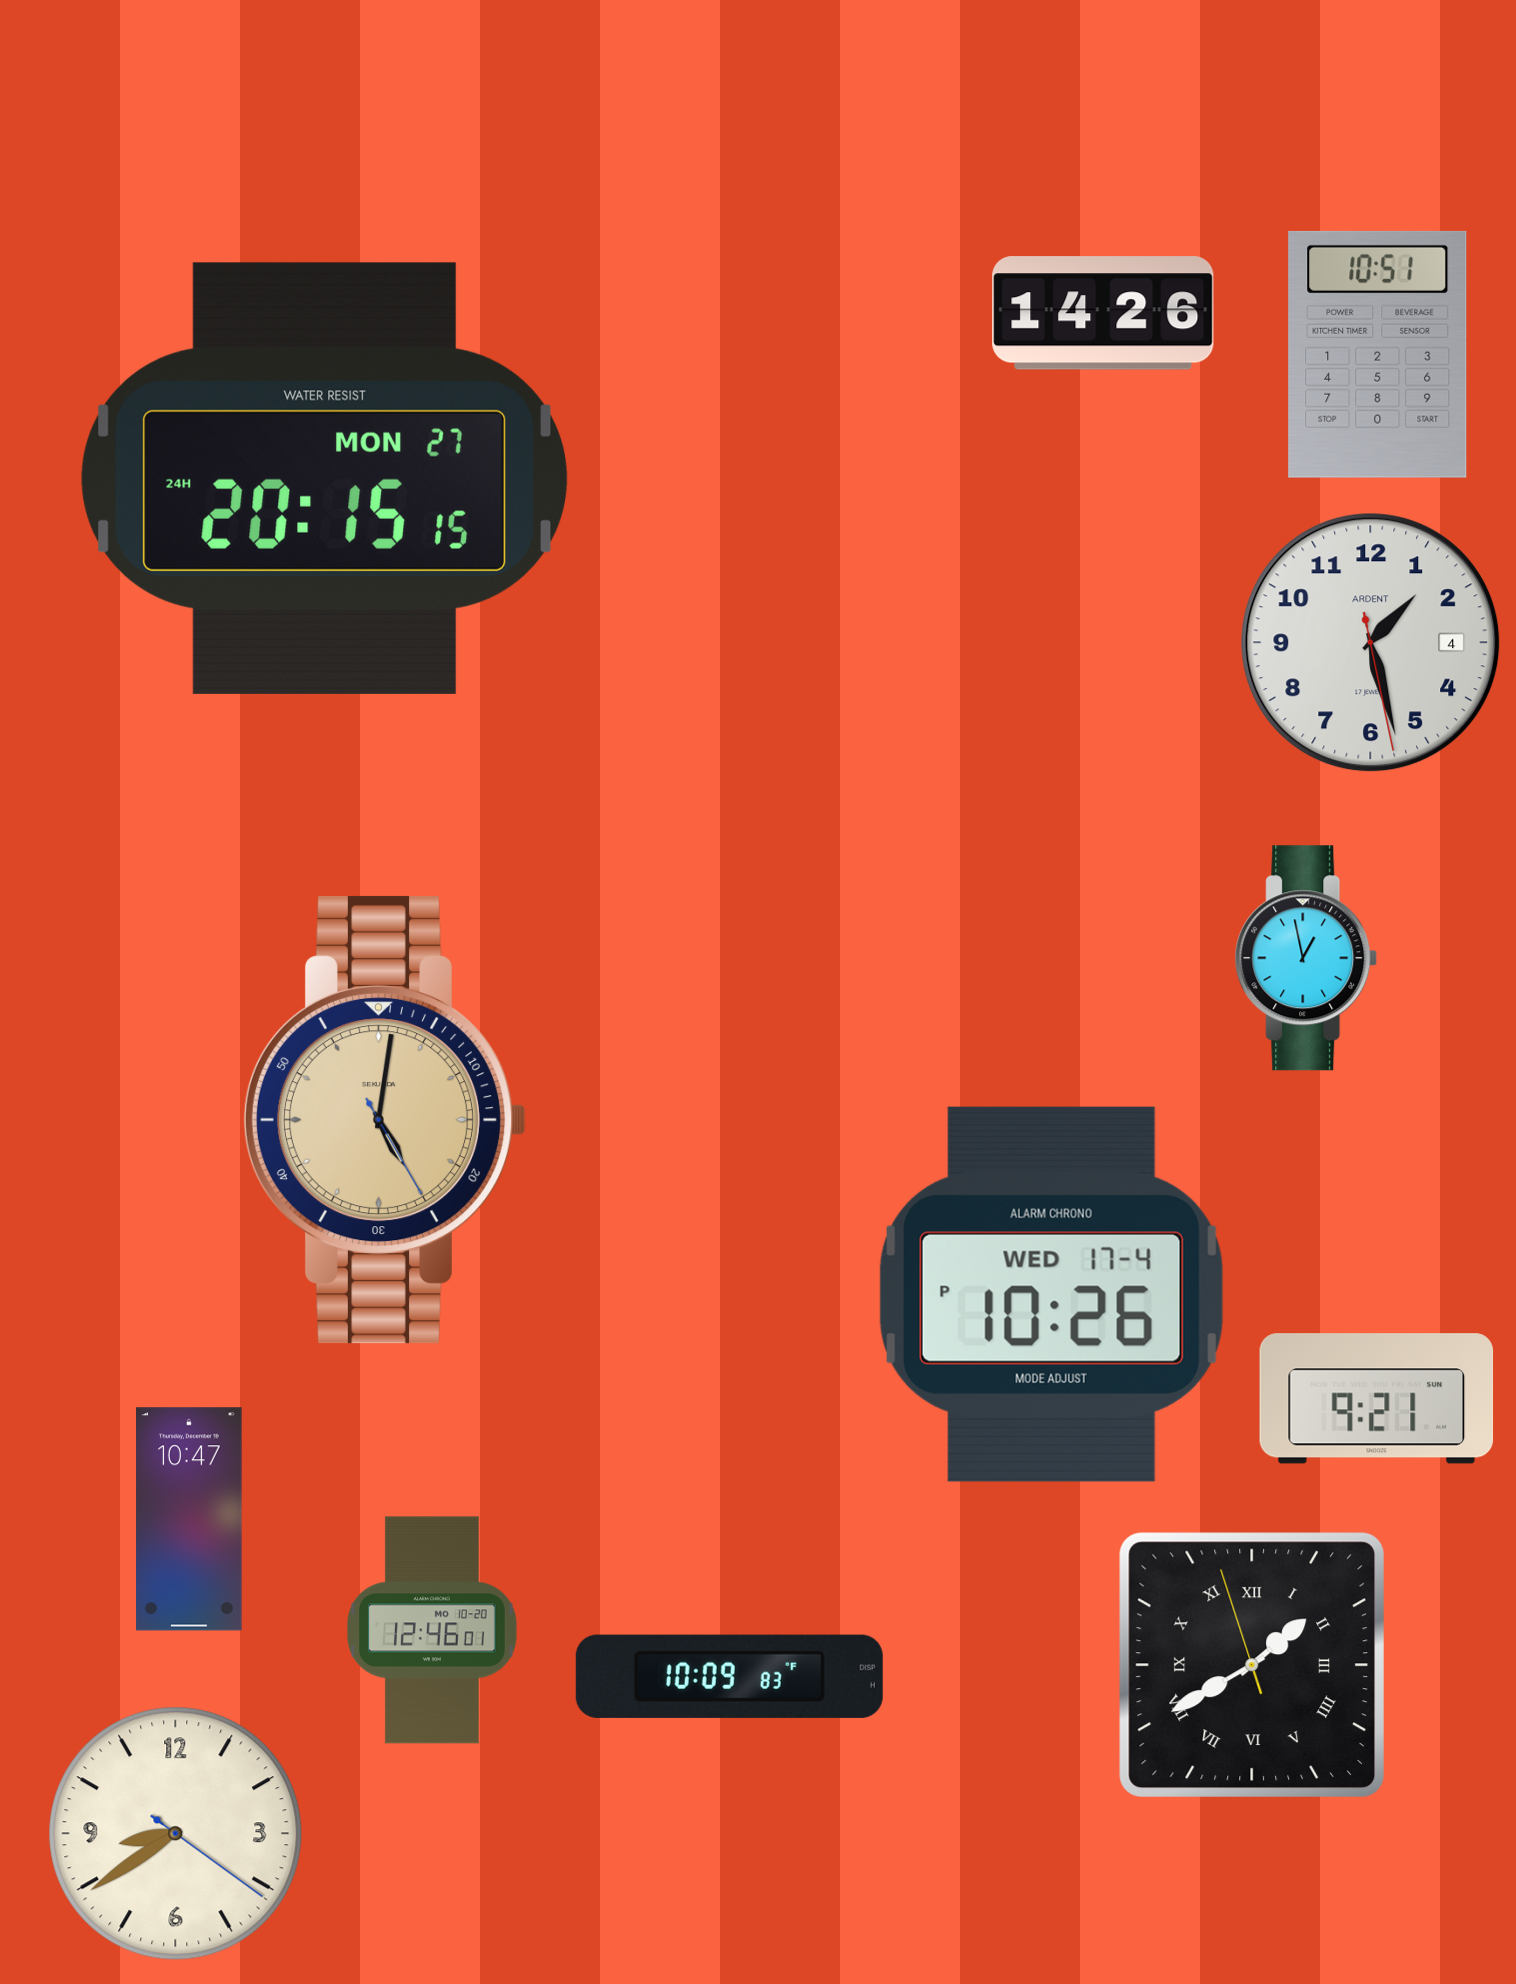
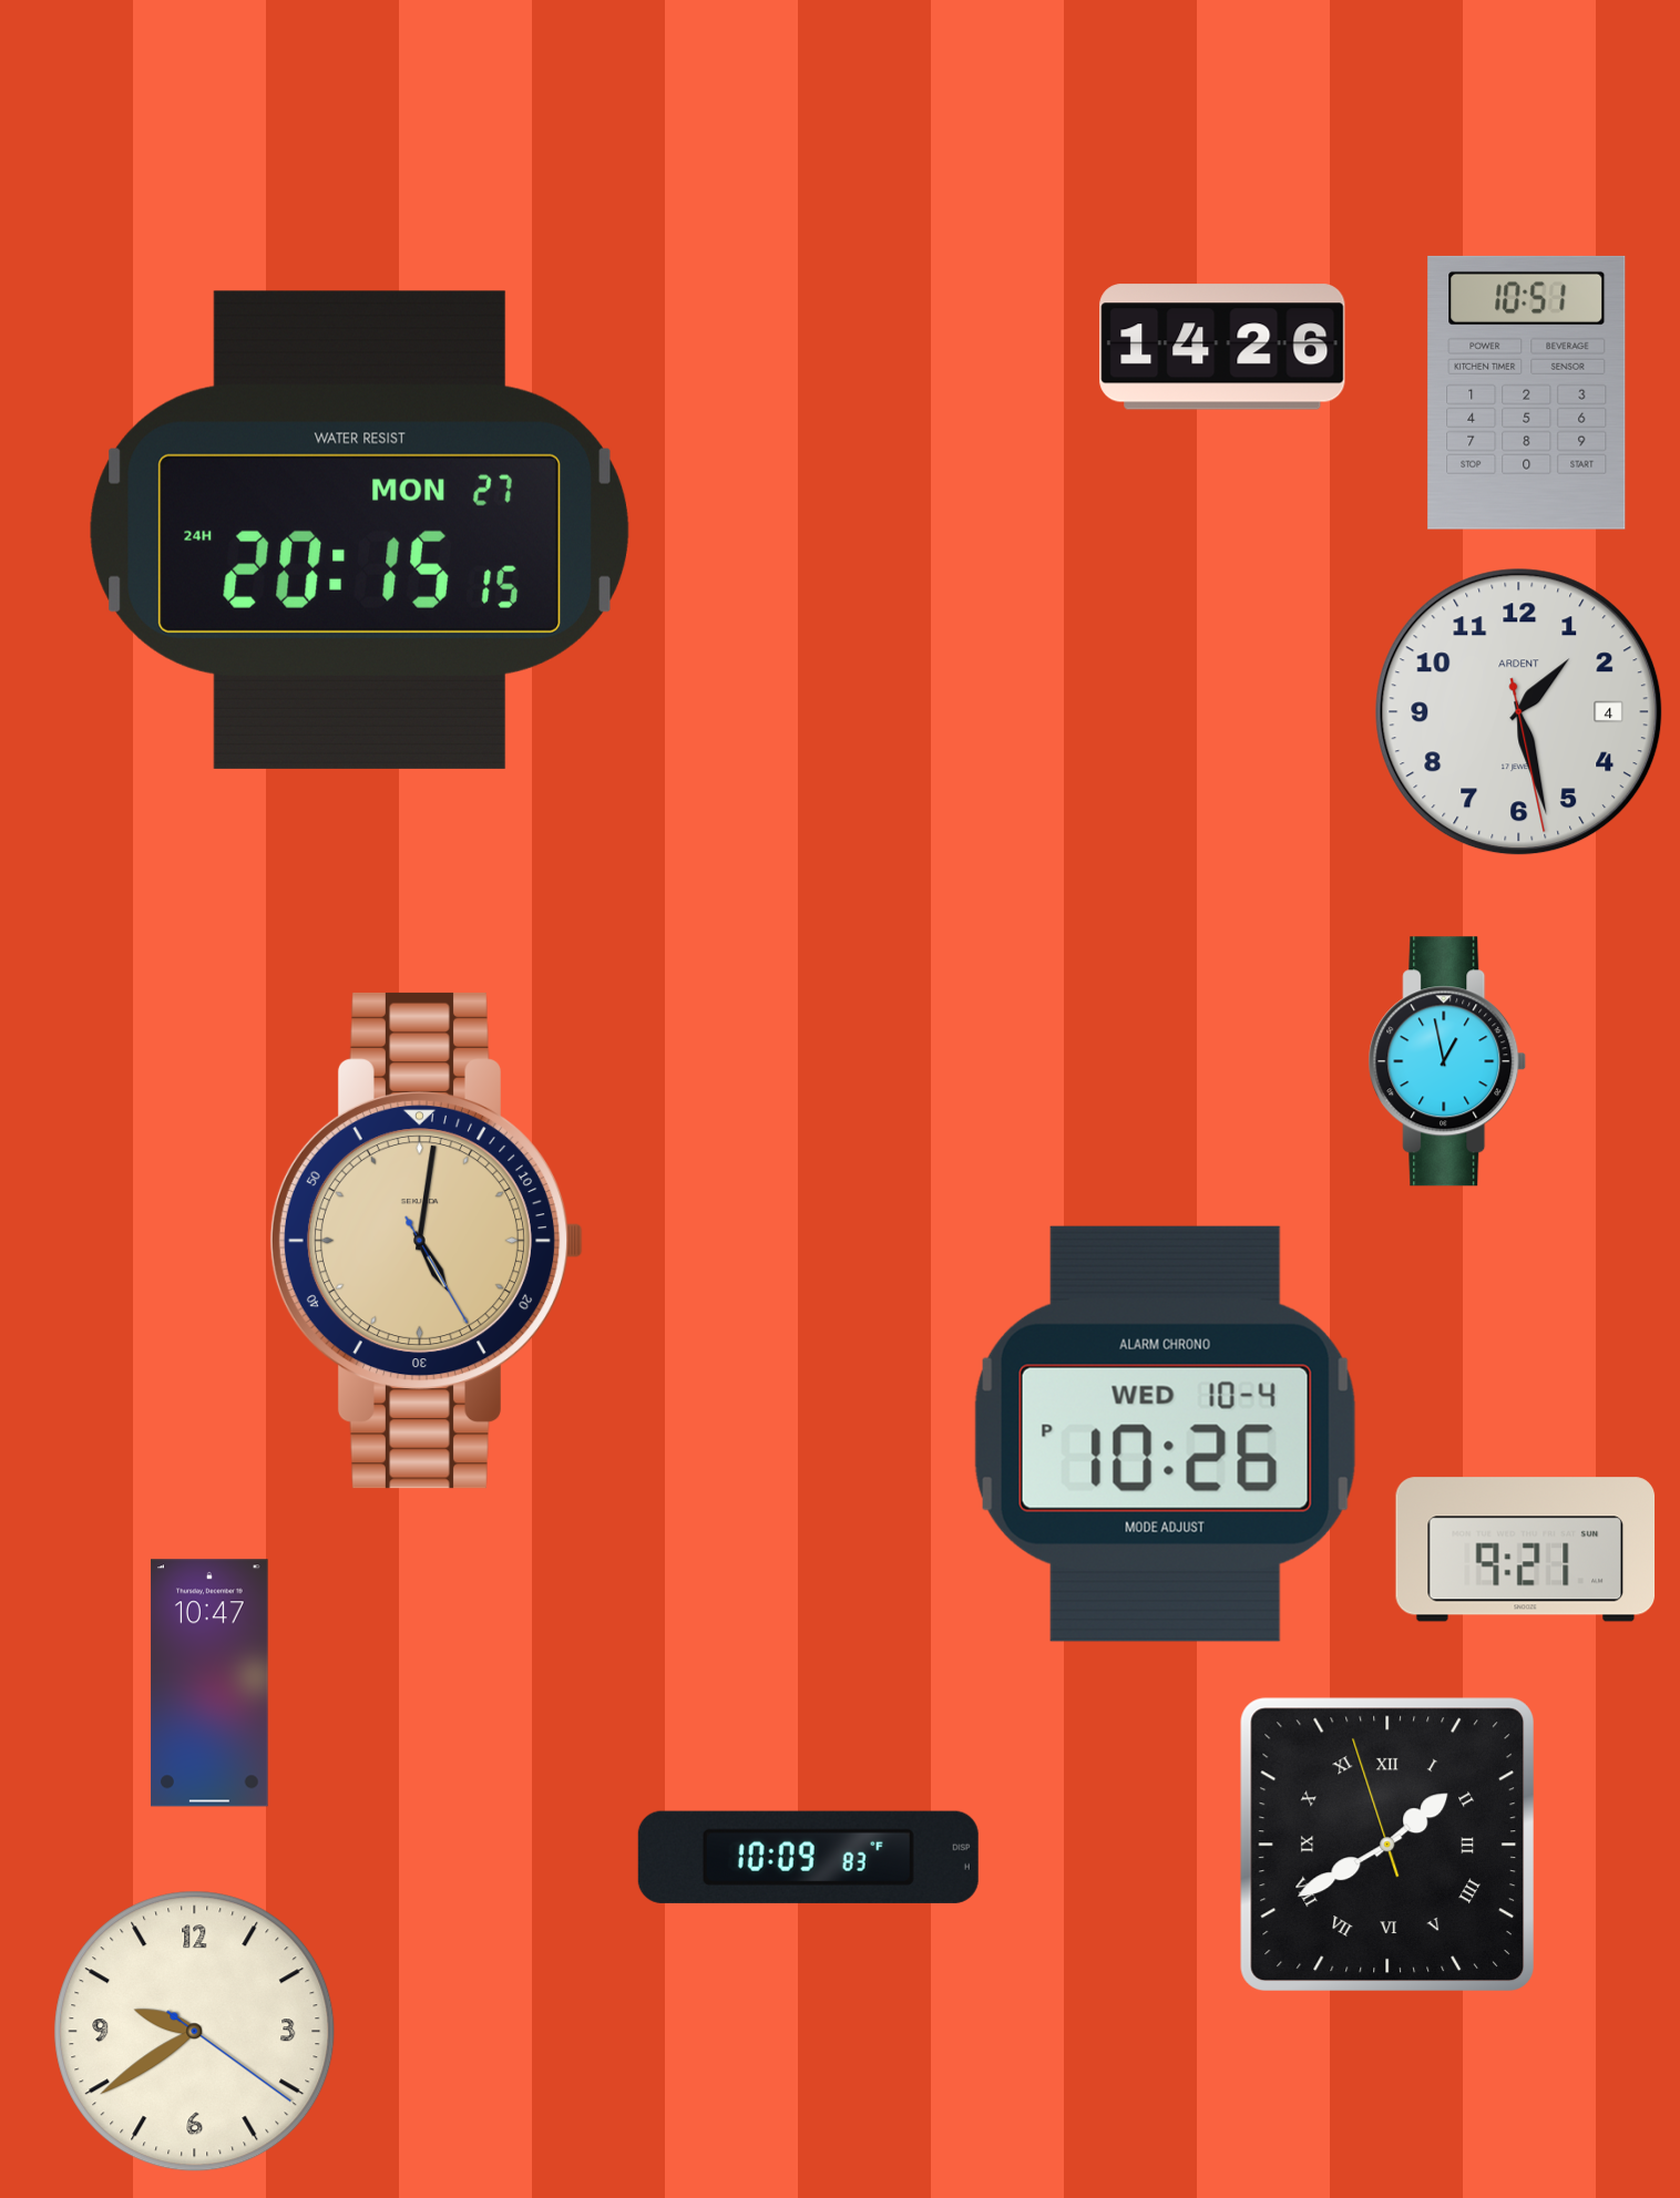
clock at (1051, 1294) date: WED 17-4 -> WED 10-4
clock at (432, 1630): 12:46 -> none
clock at (176, 1834): 8:39 -> 9:39
